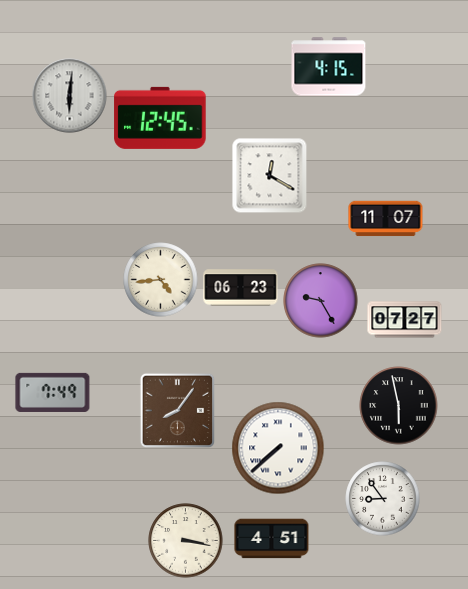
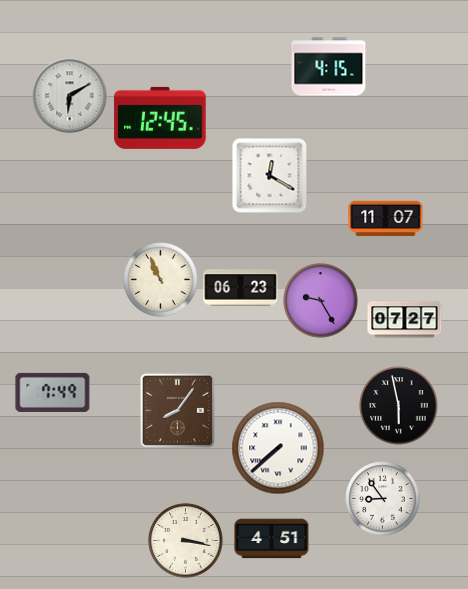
clock at (70, 96): 6:01 -> 6:10
clock at (161, 280): 4:44 -> 10:56
